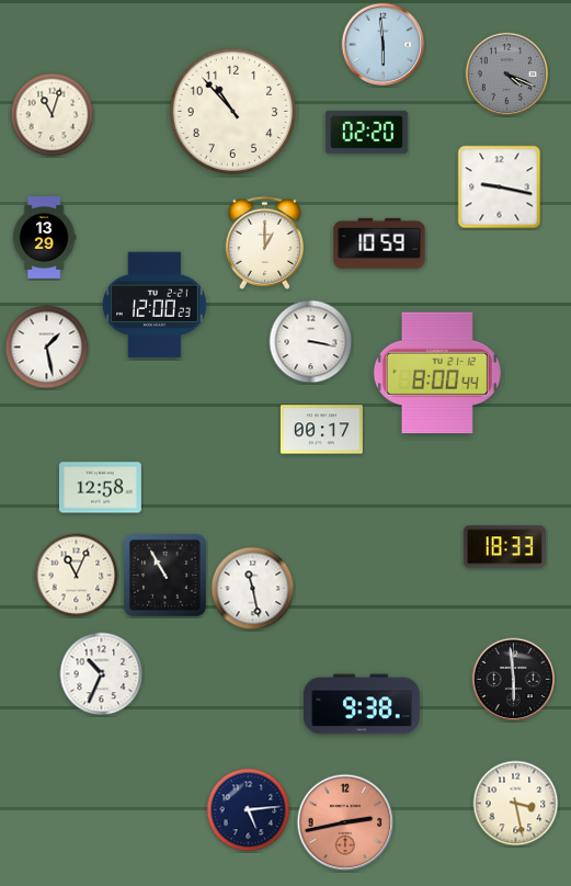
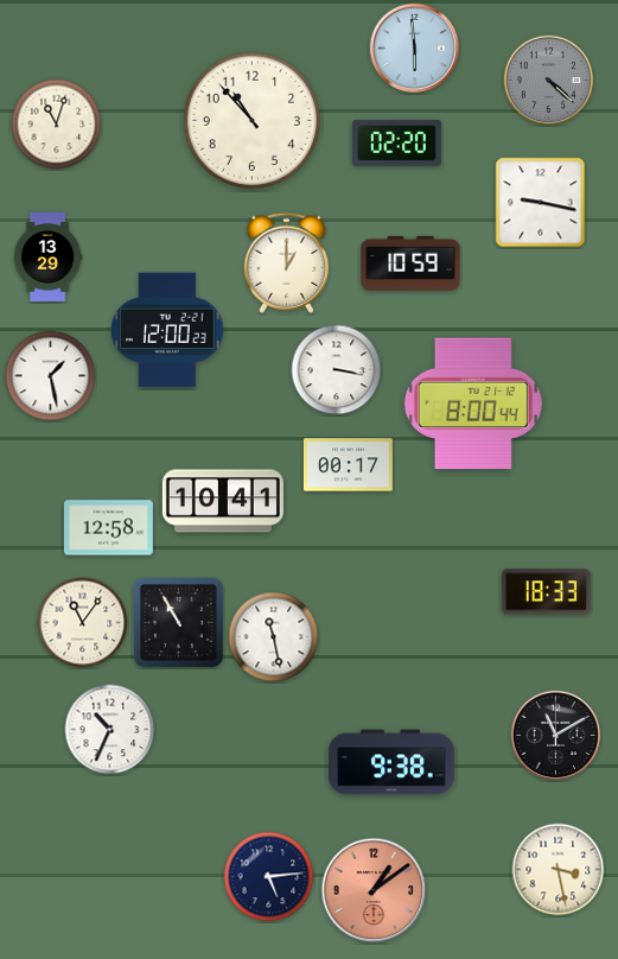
clock at (507, 75): 4:19 -> 4:22
clock at (223, 501): none -> 10:41
clock at (77, 576): 11:04 -> 11:06
clock at (514, 680): 5:59 -> 11:10
clock at (345, 822): 2:43 -> 1:09
